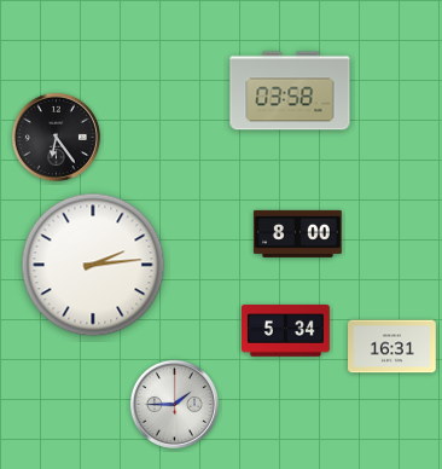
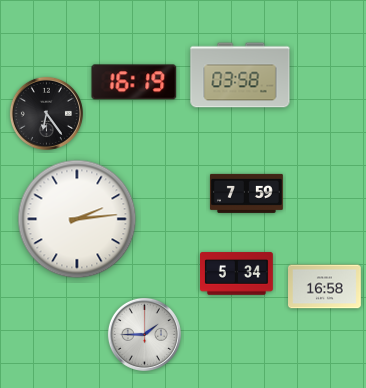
clock at (134, 82): none -> 16:19
clock at (298, 233): 8:00 -> 7:59
clock at (392, 347): 16:31 -> 16:58
